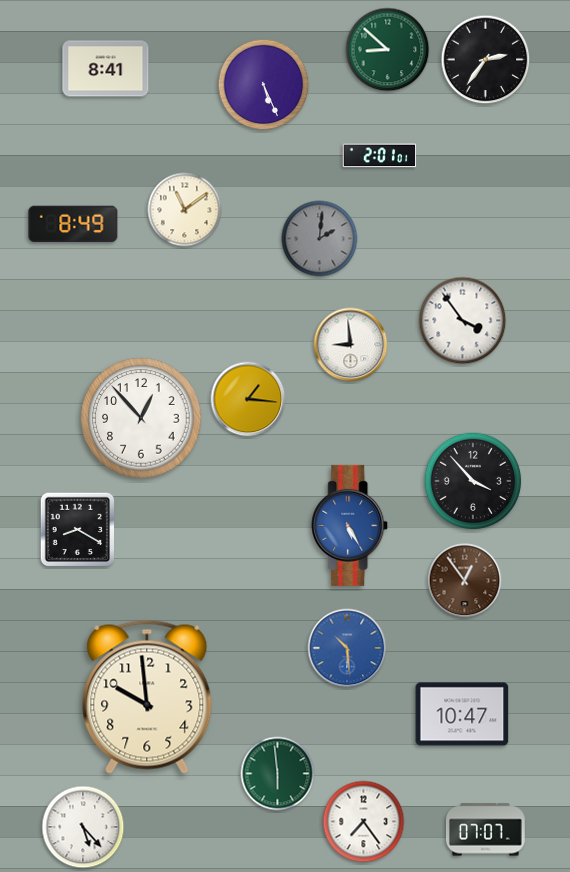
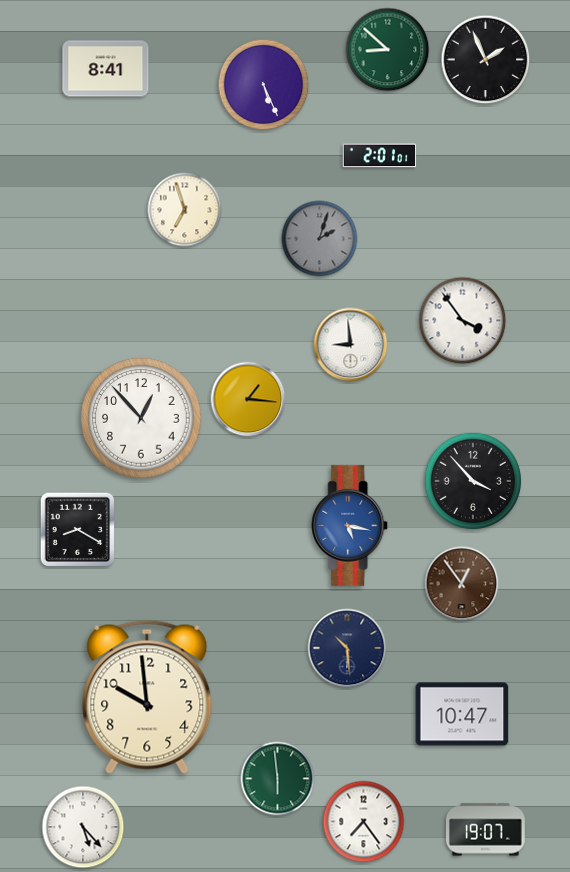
clock at (486, 60): 2:36 -> 1:56
clock at (185, 210): 11:09 -> 6:57
clock at (73, 224): 8:49 -> none
clock at (320, 239): 2:01 -> 2:03
clock at (350, 525): 5:25 -> 5:17
clock at (465, 581) position: (465, 581) -> (462, 584)
clock at (347, 648) dial: blue -> navy
clock at (278, 774) position: (278, 774) -> (278, 779)
clock at (485, 830): 07:07 -> 19:07
